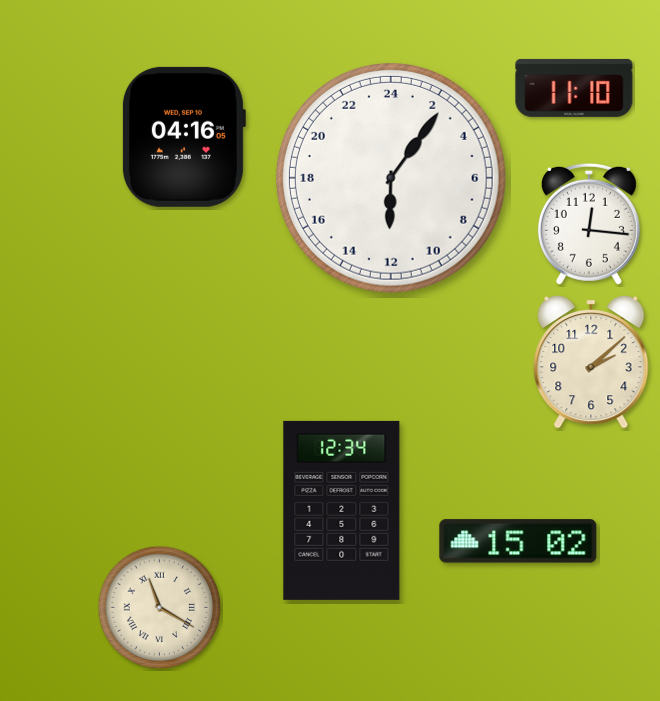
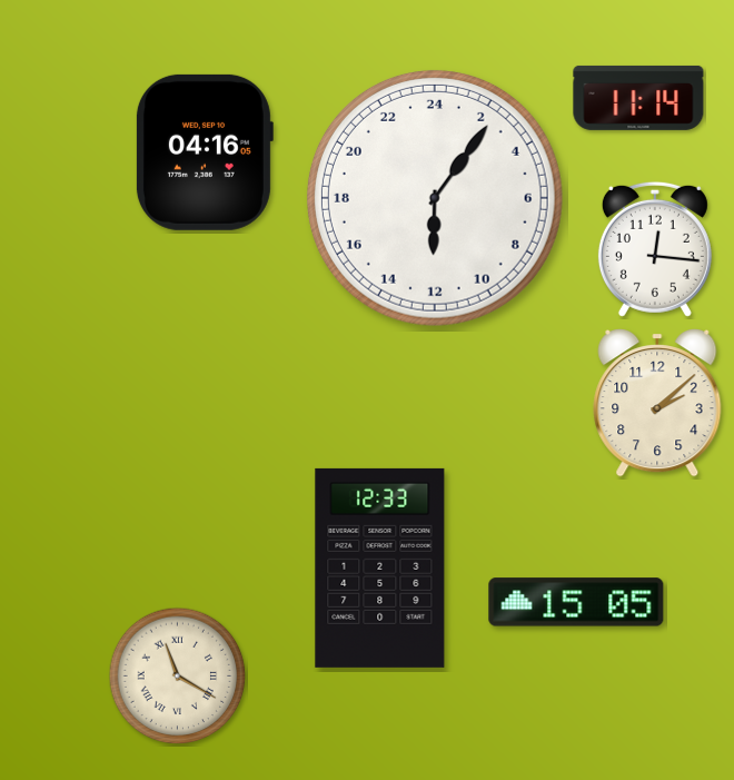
clock at (574, 88): 11:10 -> 11:14
clock at (342, 510): 12:34 -> 12:33
clock at (518, 541): 15:02 -> 15:05
